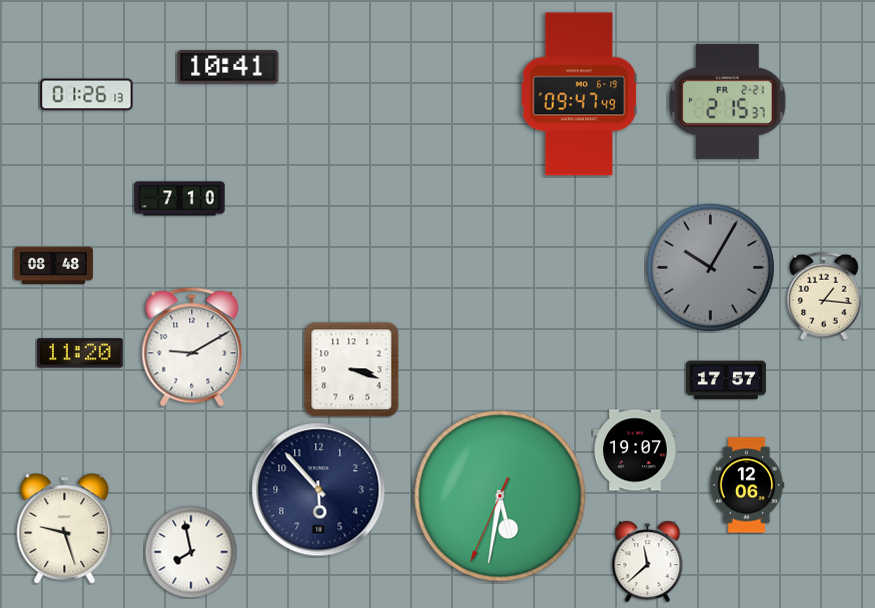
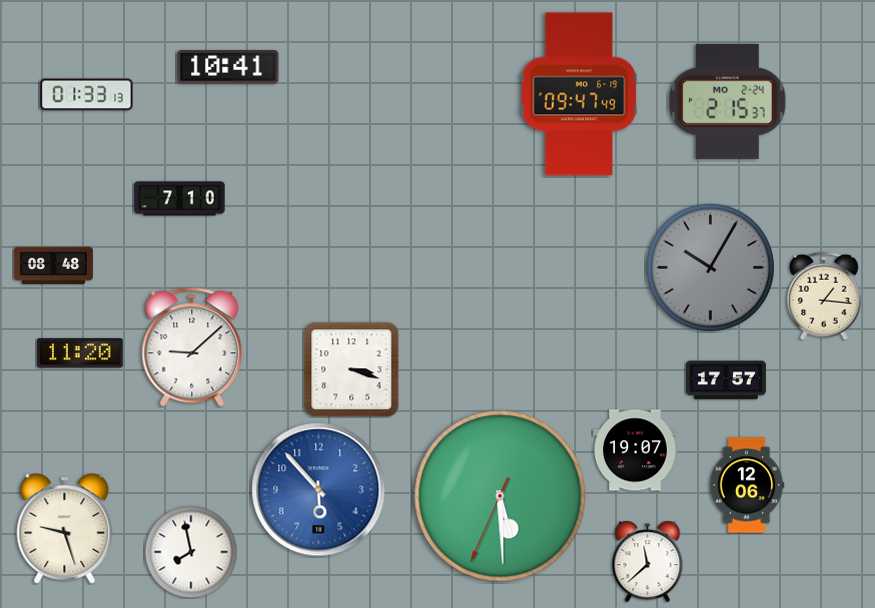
clock at (87, 95): 01:26 -> 01:33
clock at (728, 101) date: FR 2-21 -> MO 2-24
clock at (192, 347): 9:10 -> 9:08
clock at (319, 490) dial: navy -> blue
clock at (500, 496): 5:31 -> 5:29
